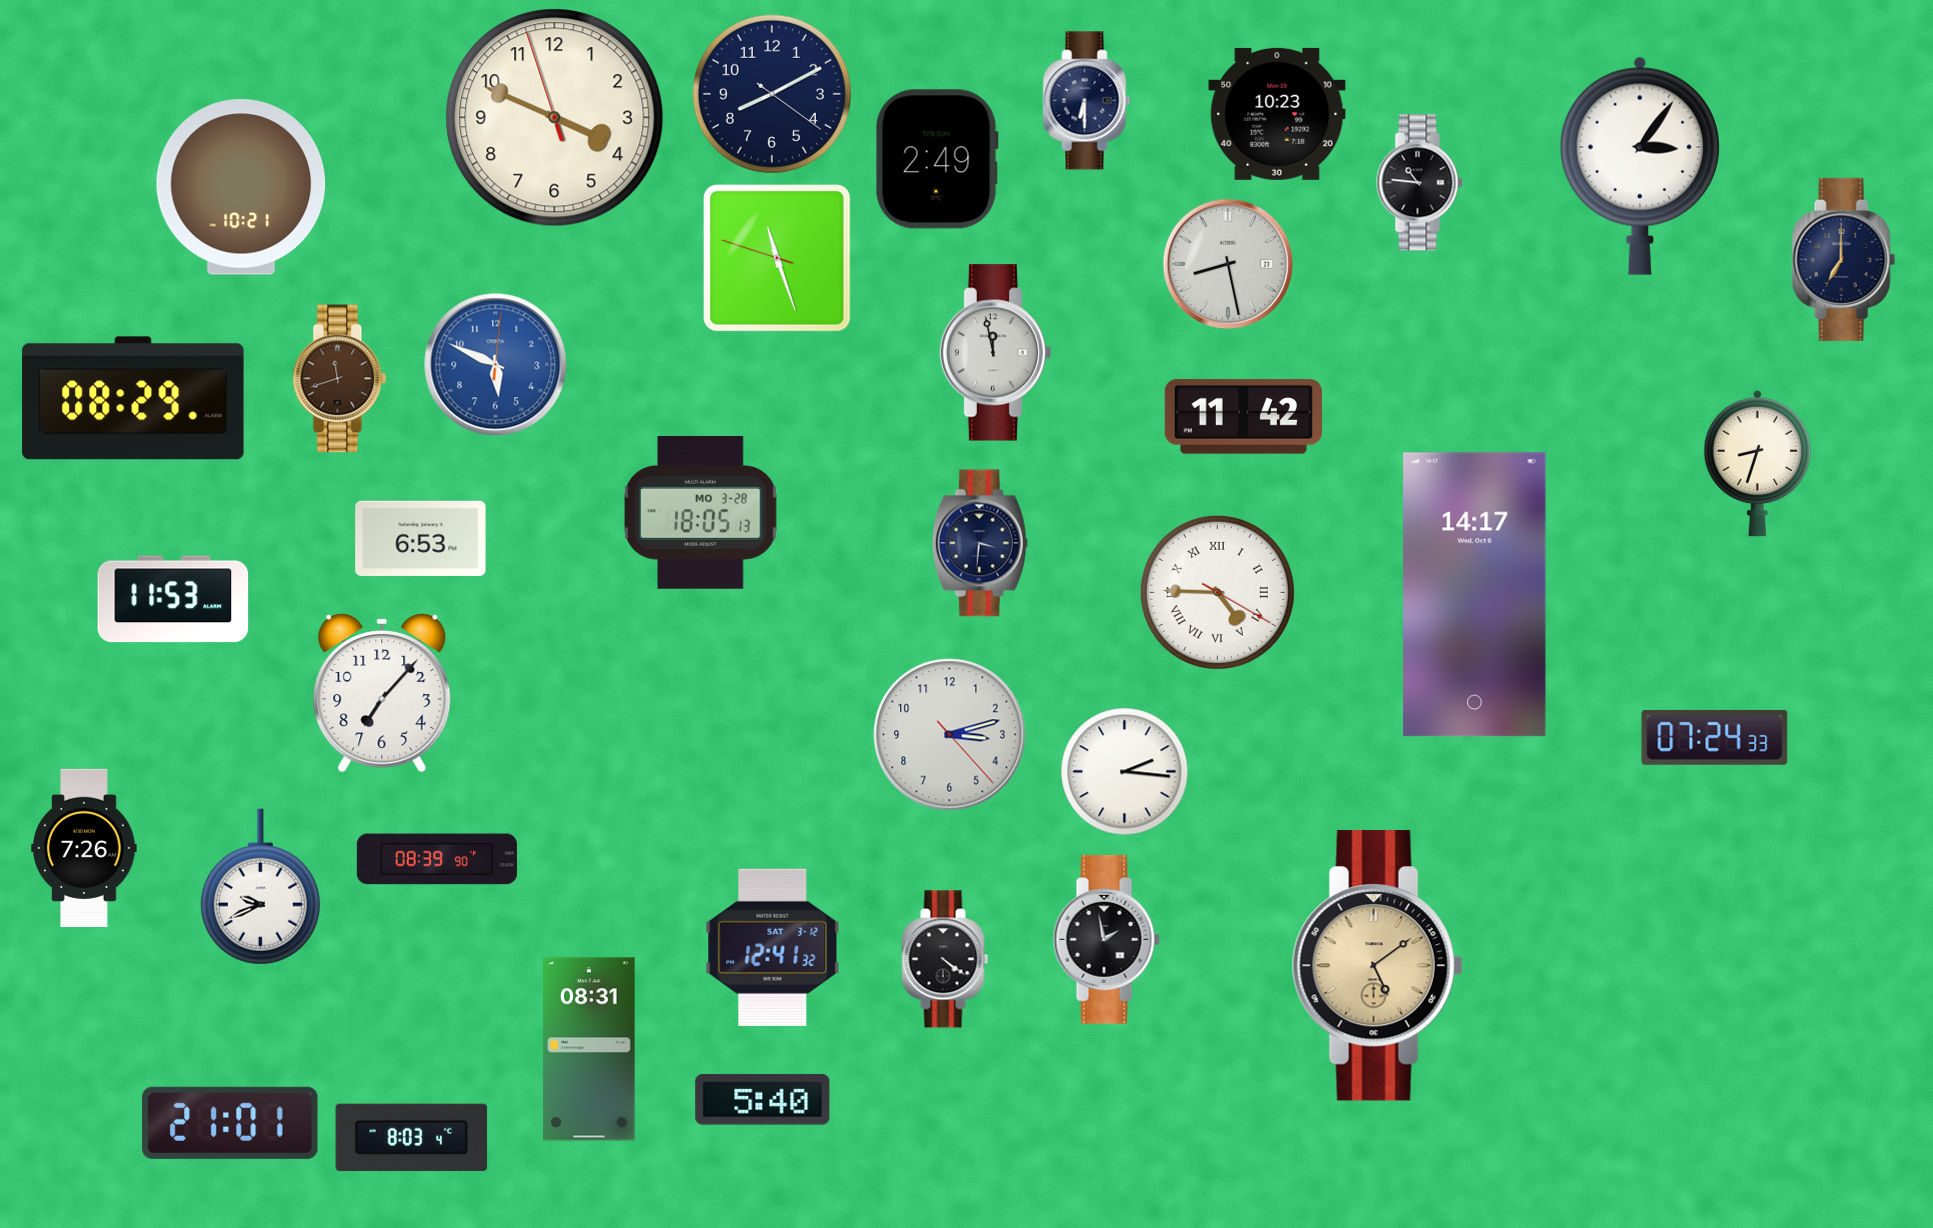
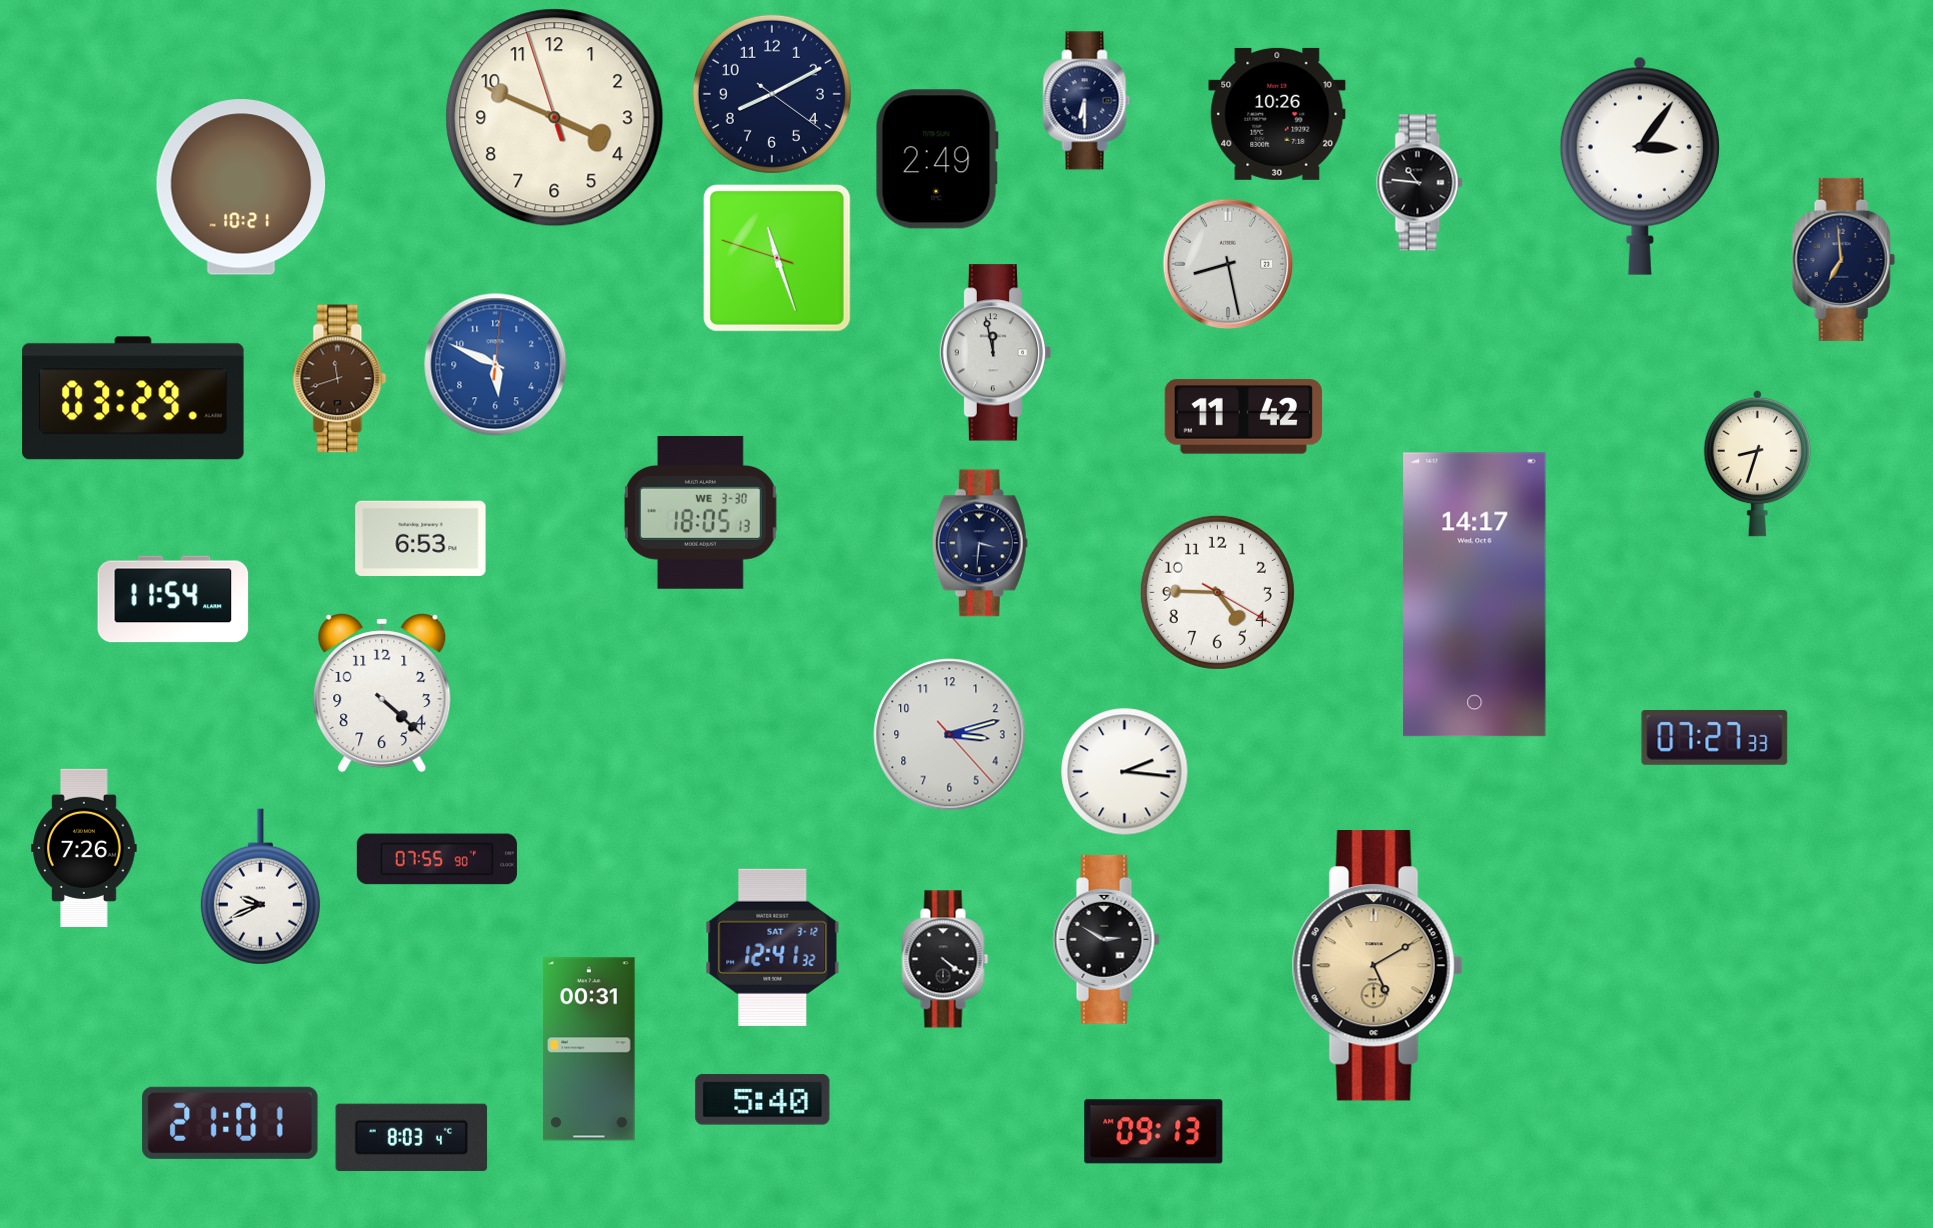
clock at (1277, 114): 10:23 -> 10:26
clock at (1843, 259): 7:00 -> 6:59
clock at (133, 398): 08:29 -> 03:29
clock at (701, 512) date: MO 3-28 -> WE 3-30
clock at (1217, 592) numerals: Roman -> Arabic
clock at (173, 599): 11:53 -> 11:54
clock at (382, 693): 7:07 -> 4:22
clock at (1715, 737): 07:24 -> 07:27
clock at (437, 859): 08:39 -> 07:55
clock at (1106, 939): 1:58 -> 2:50
clock at (1377, 966): 5:09 -> 5:10
clock at (589, 1049): 08:31 -> 00:31
clock at (1154, 1132): none -> 09:13
